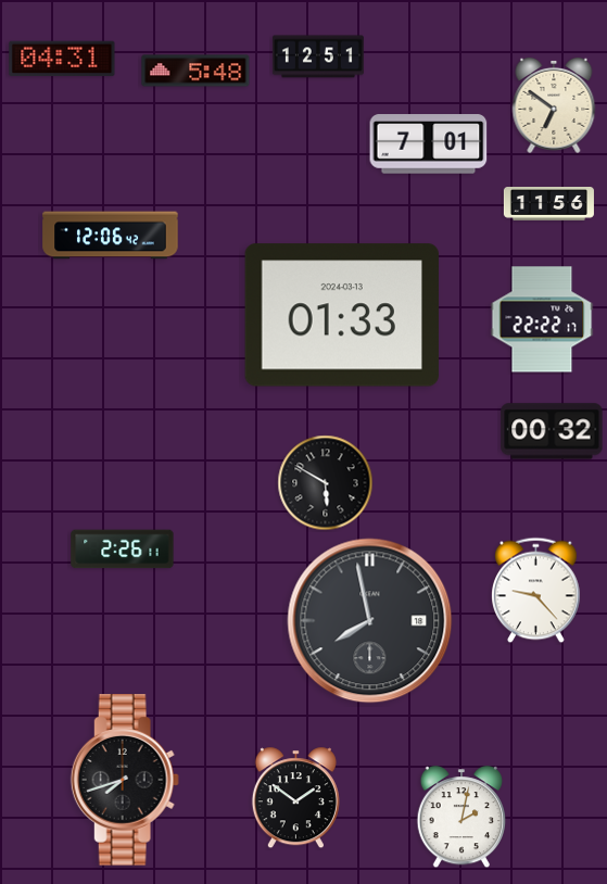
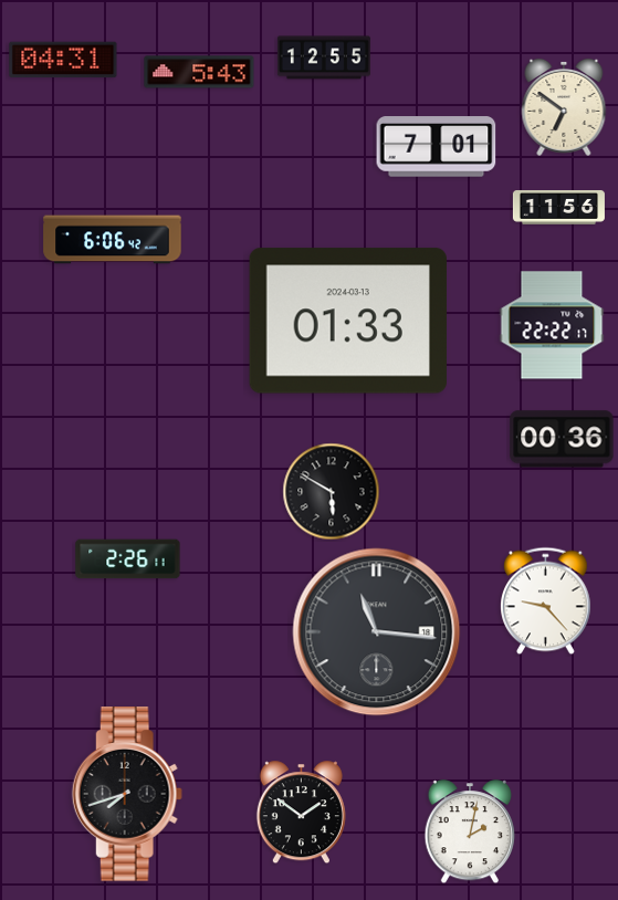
clock at (318, 56): 12:51 -> 12:55
clock at (195, 71): 5:48 -> 5:43
clock at (111, 236): 12:06 -> 6:06
clock at (552, 431): 00:32 -> 00:36
clock at (123, 550) position: (123, 550) -> (128, 559)
clock at (370, 621): 7:58 -> 11:16
